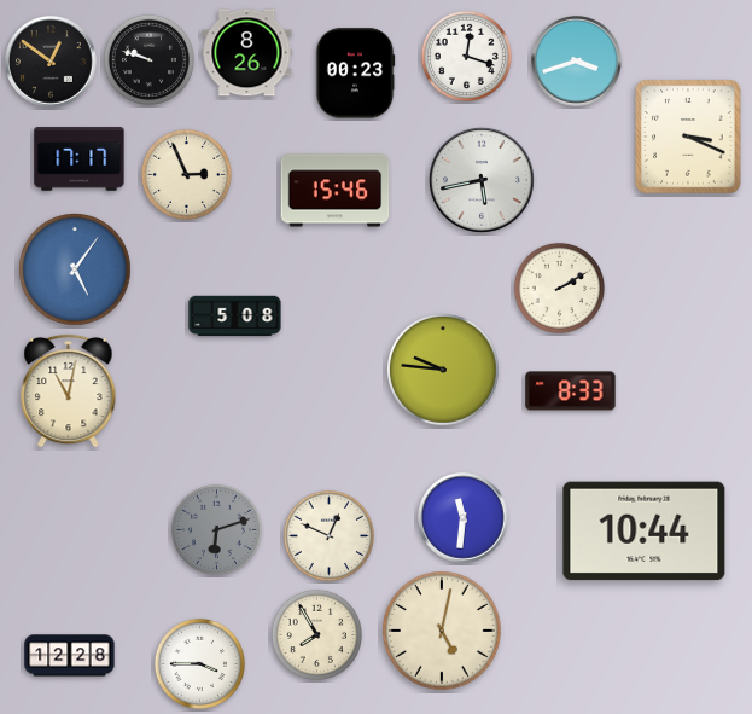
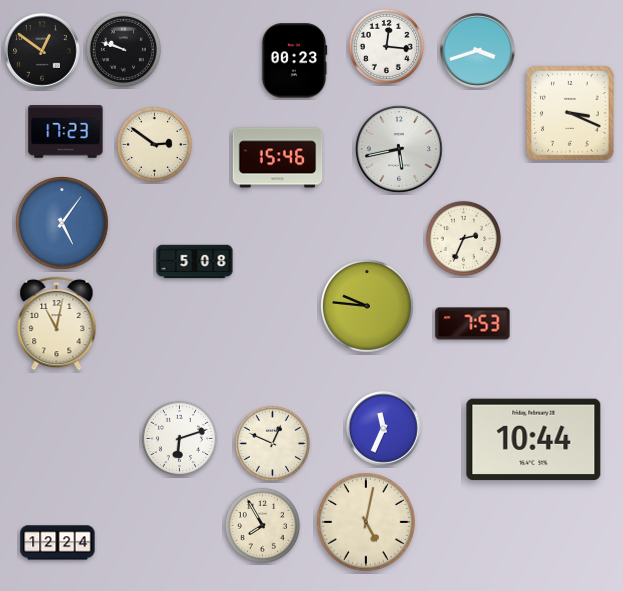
clock at (247, 53): 8:26 -> none
clock at (466, 56): 12:18 -> 12:16
clock at (80, 159): 17:17 -> 17:23
clock at (186, 174): 2:56 -> 2:51
clock at (559, 288): 2:10 -> 2:34
clock at (571, 391): 8:33 -> 7:53
clock at (464, 518): 11:31 -> 11:34
clock at (216, 529) dial: grey -> white
clock at (70, 656): 12:28 -> 12:24
clock at (199, 663): 3:45 -> none
